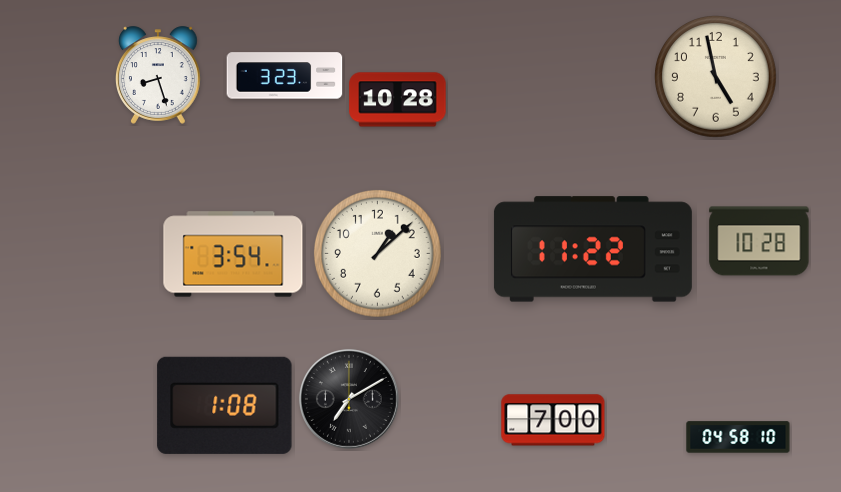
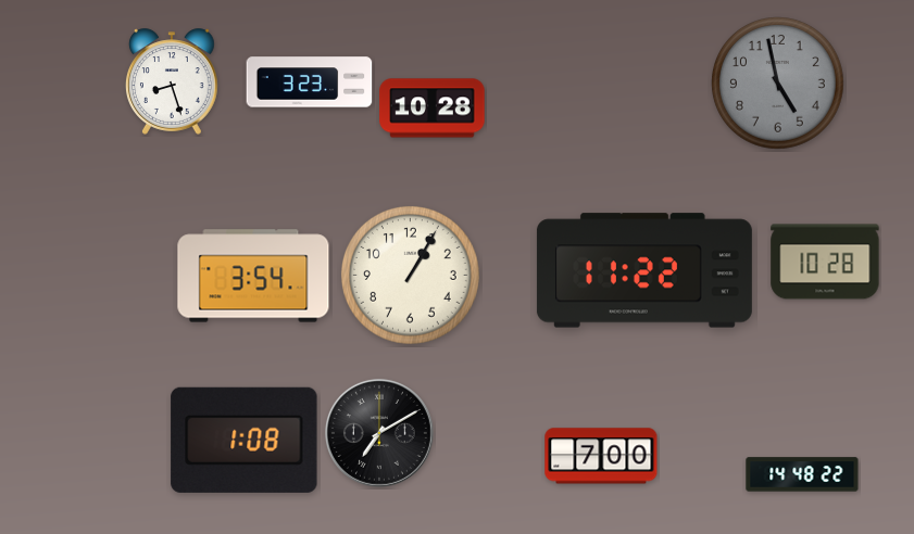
clock at (716, 77) dial: cream -> grey
clock at (378, 254): 1:08 -> 1:05
clock at (738, 437): 04:58 -> 14:48
